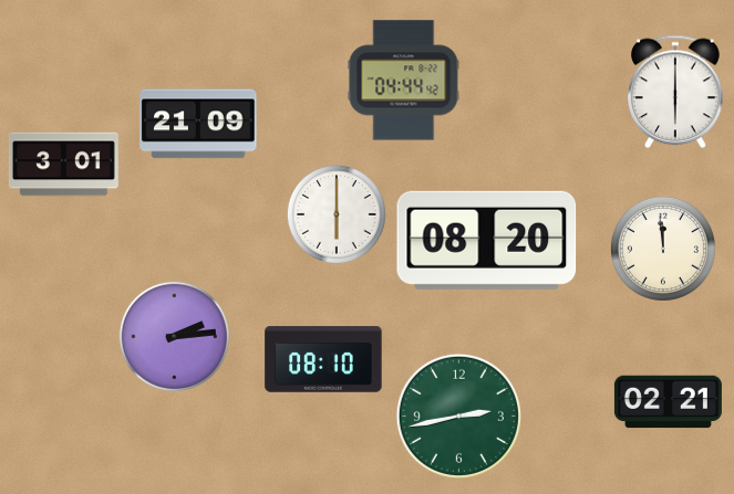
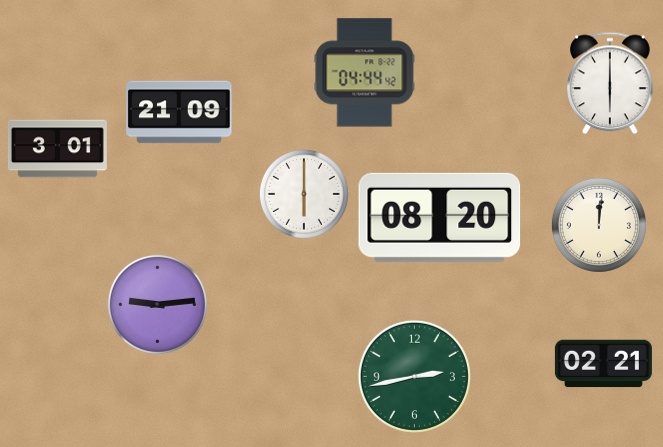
clock at (663, 249): 11:59 -> 12:01
clock at (174, 336): 2:14 -> 9:14
clock at (323, 359): 08:10 -> none
